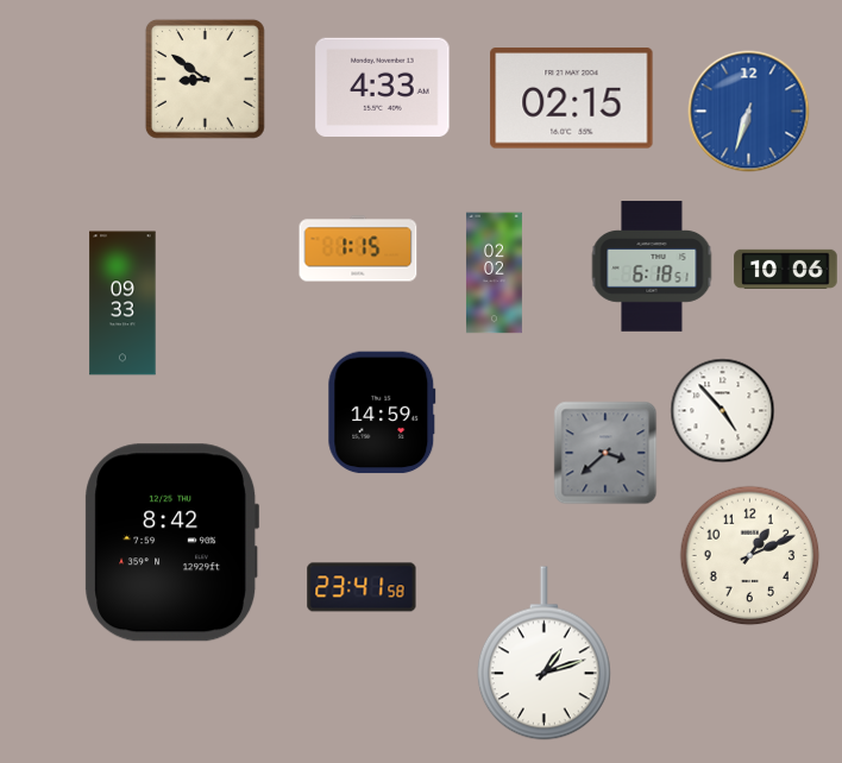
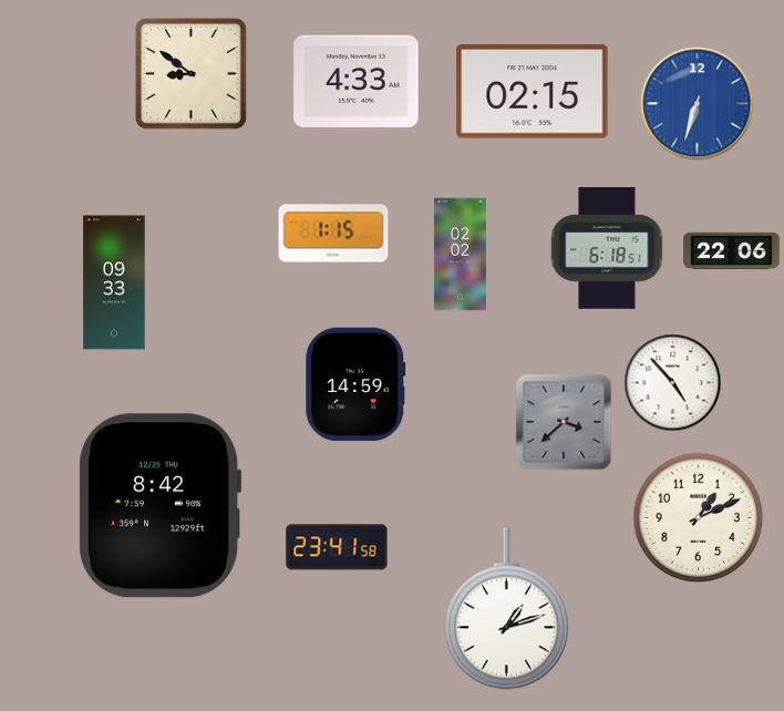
clock at (786, 269): 10:06 -> 22:06
